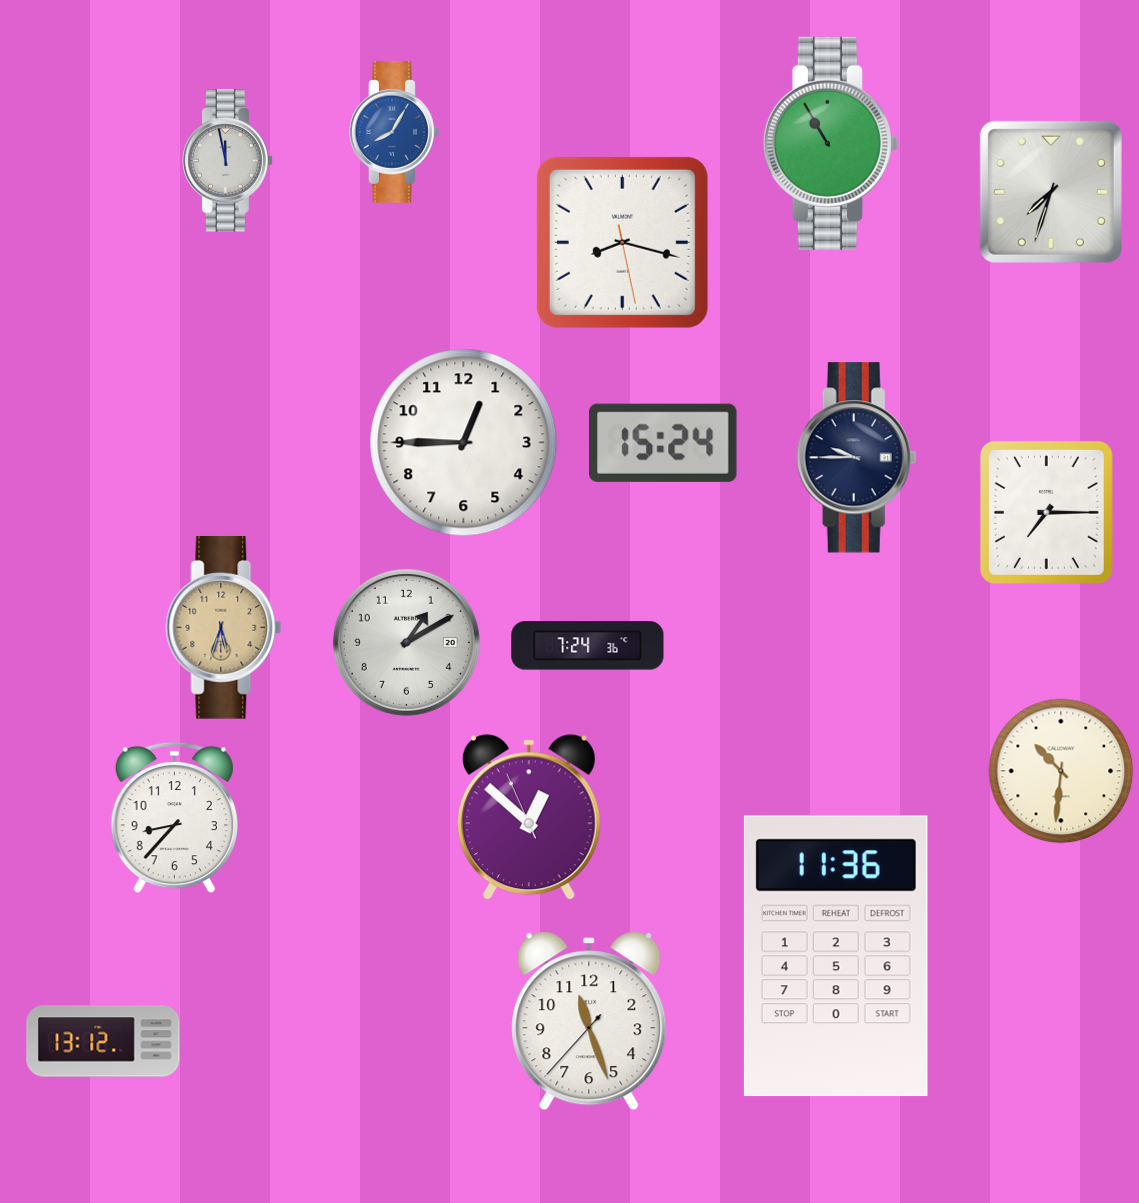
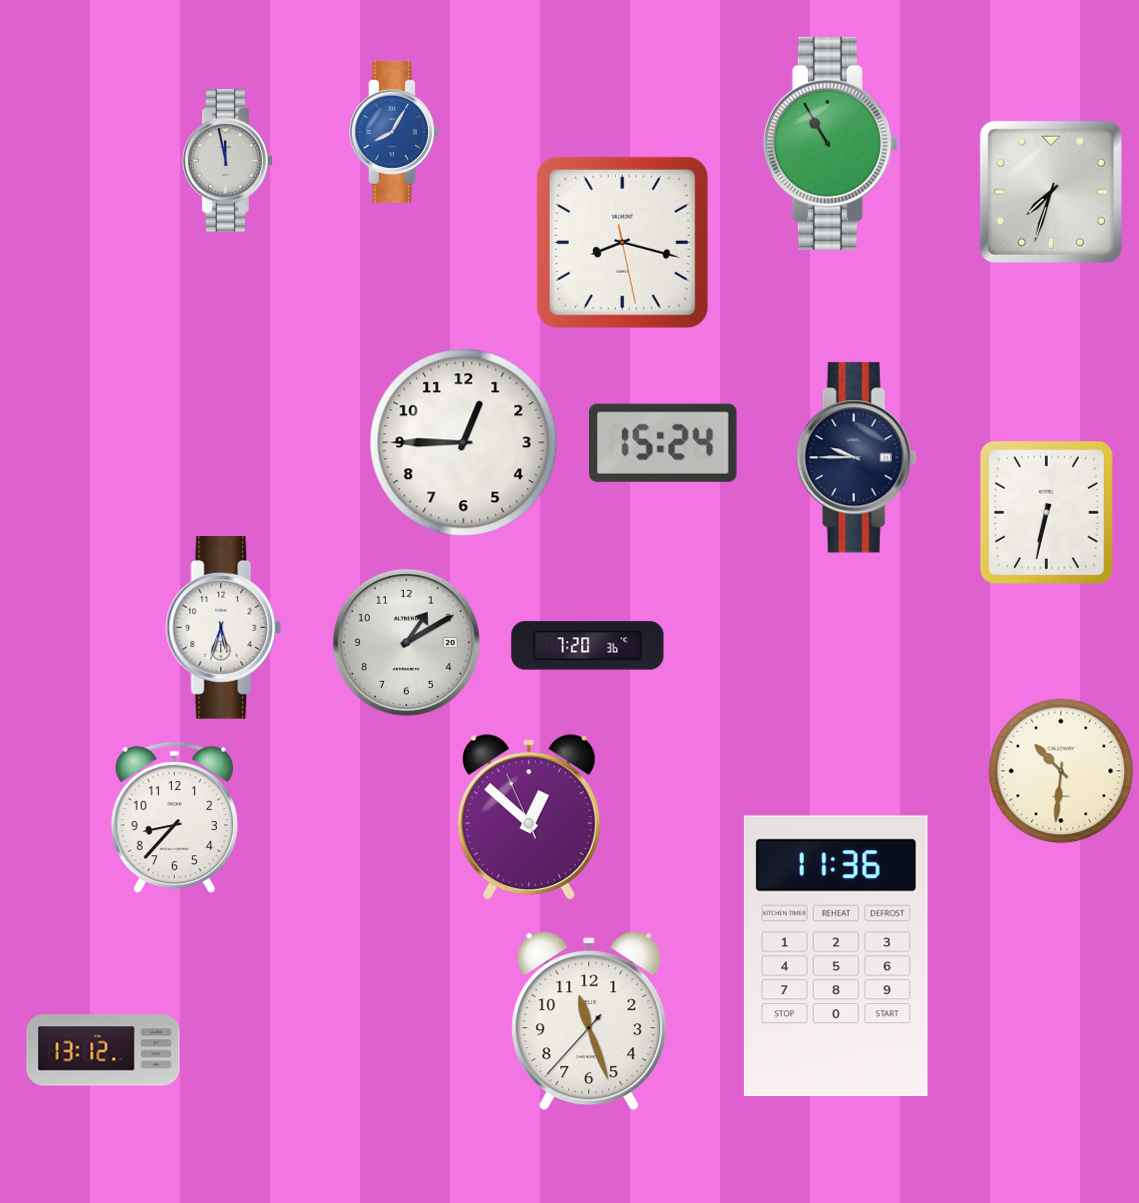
clock at (1046, 512): 7:15 -> 6:32
clock at (224, 627) dial: champagne -> white
clock at (588, 646): 7:24 -> 7:20
clock at (103, 1041) position: (103, 1041) -> (103, 1050)
